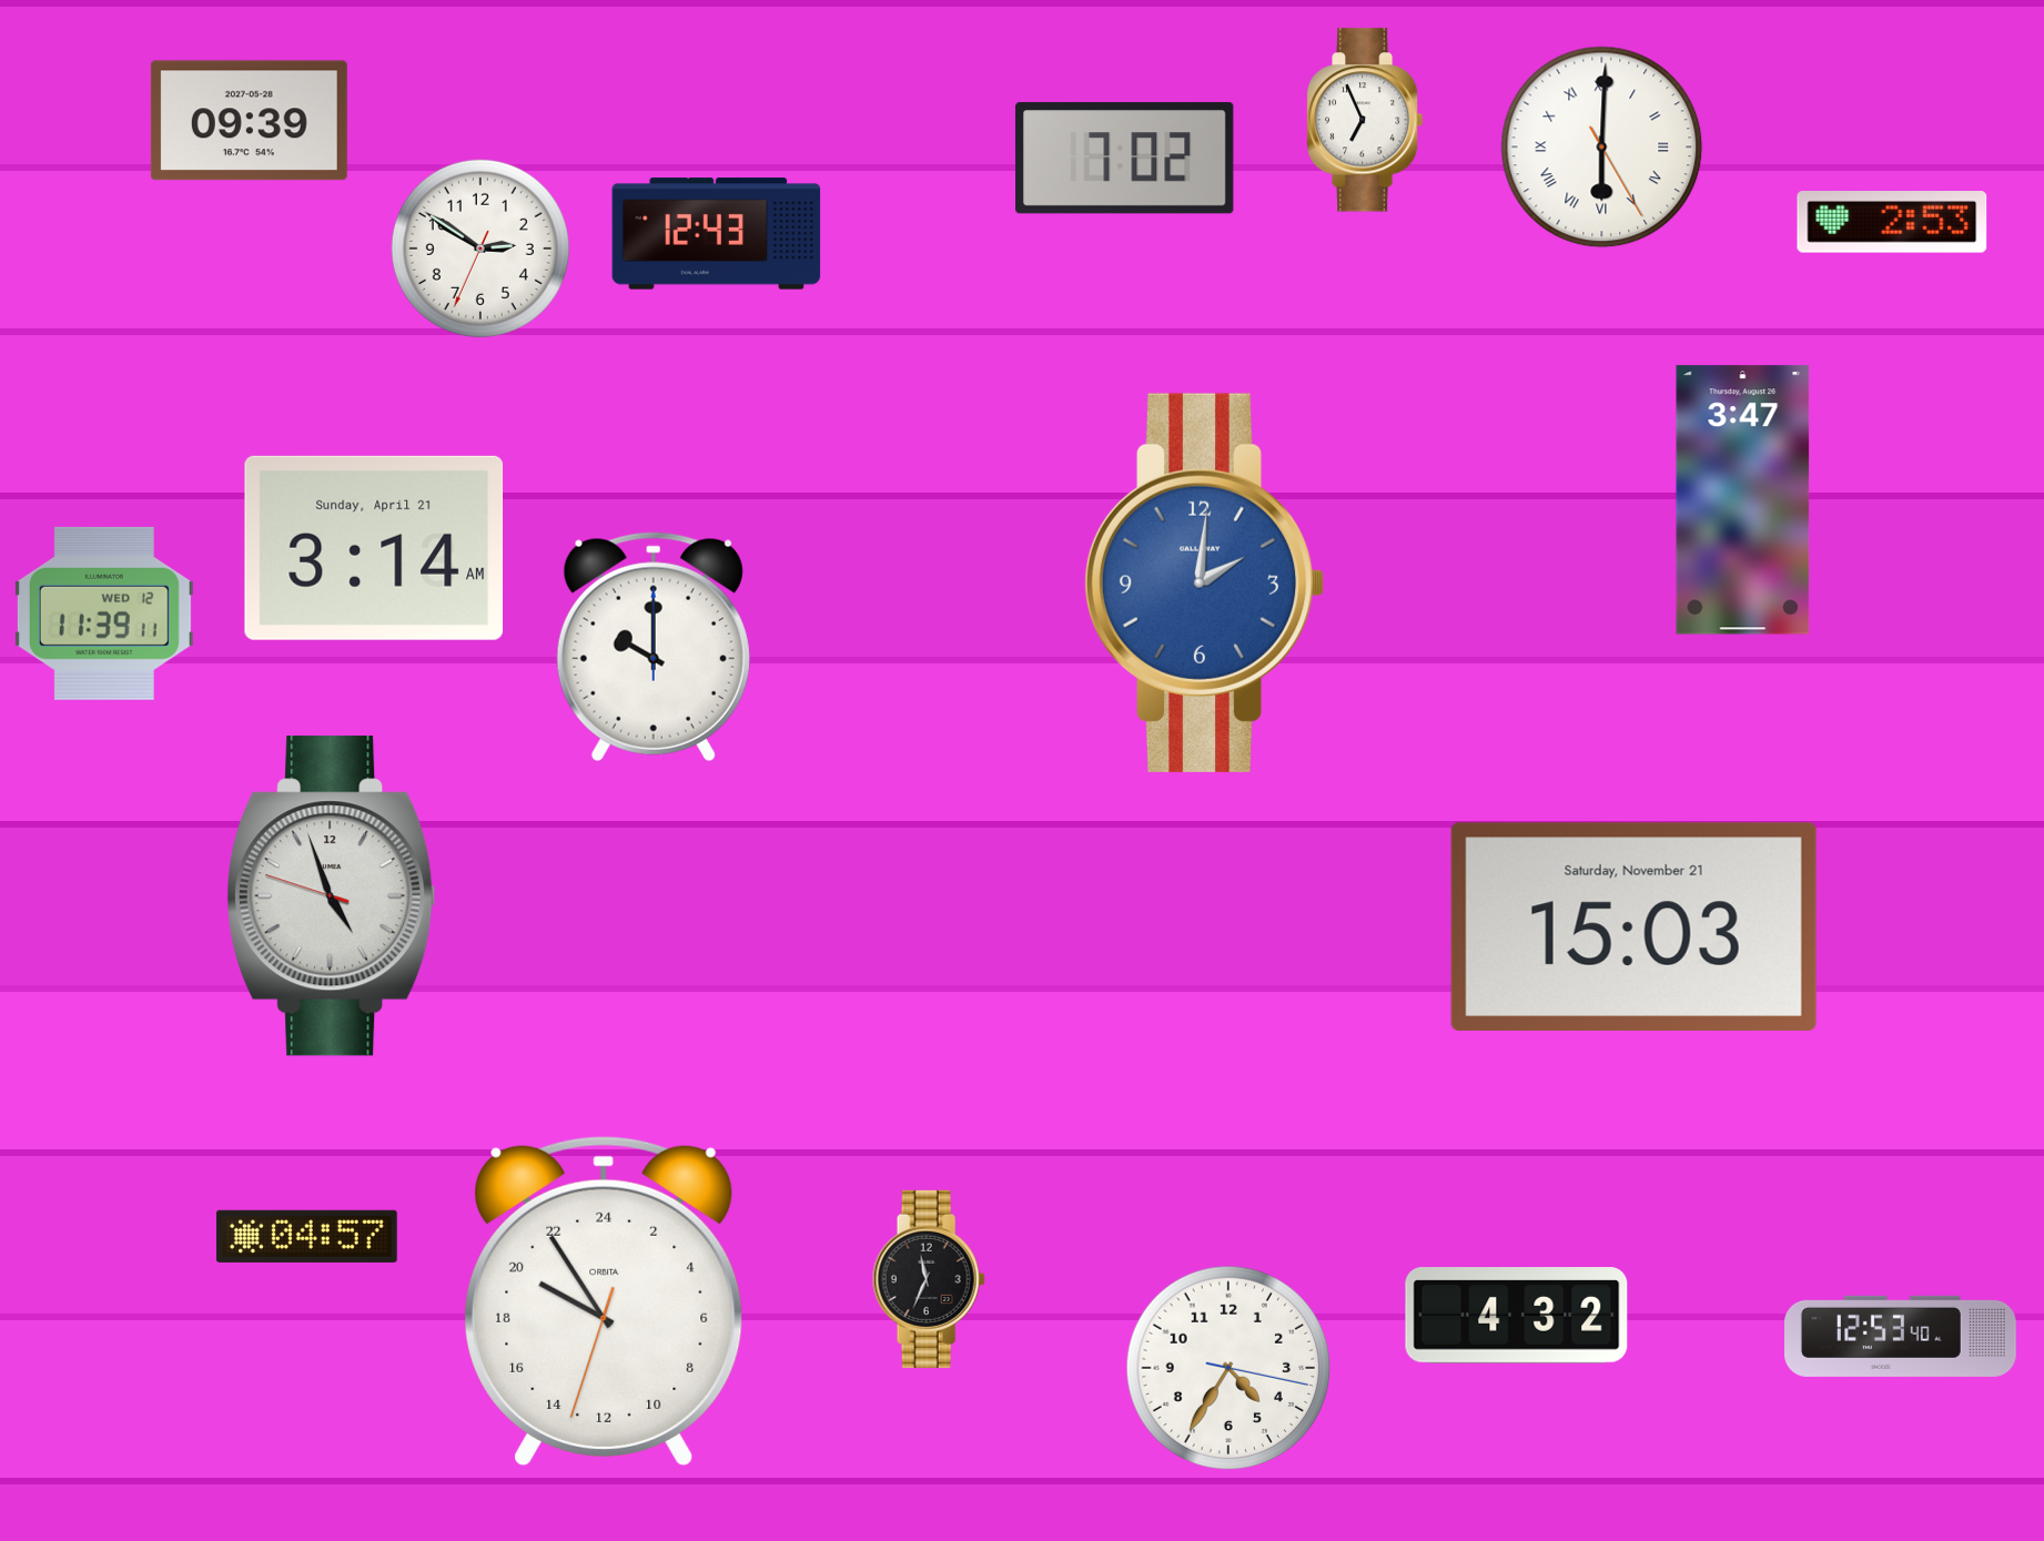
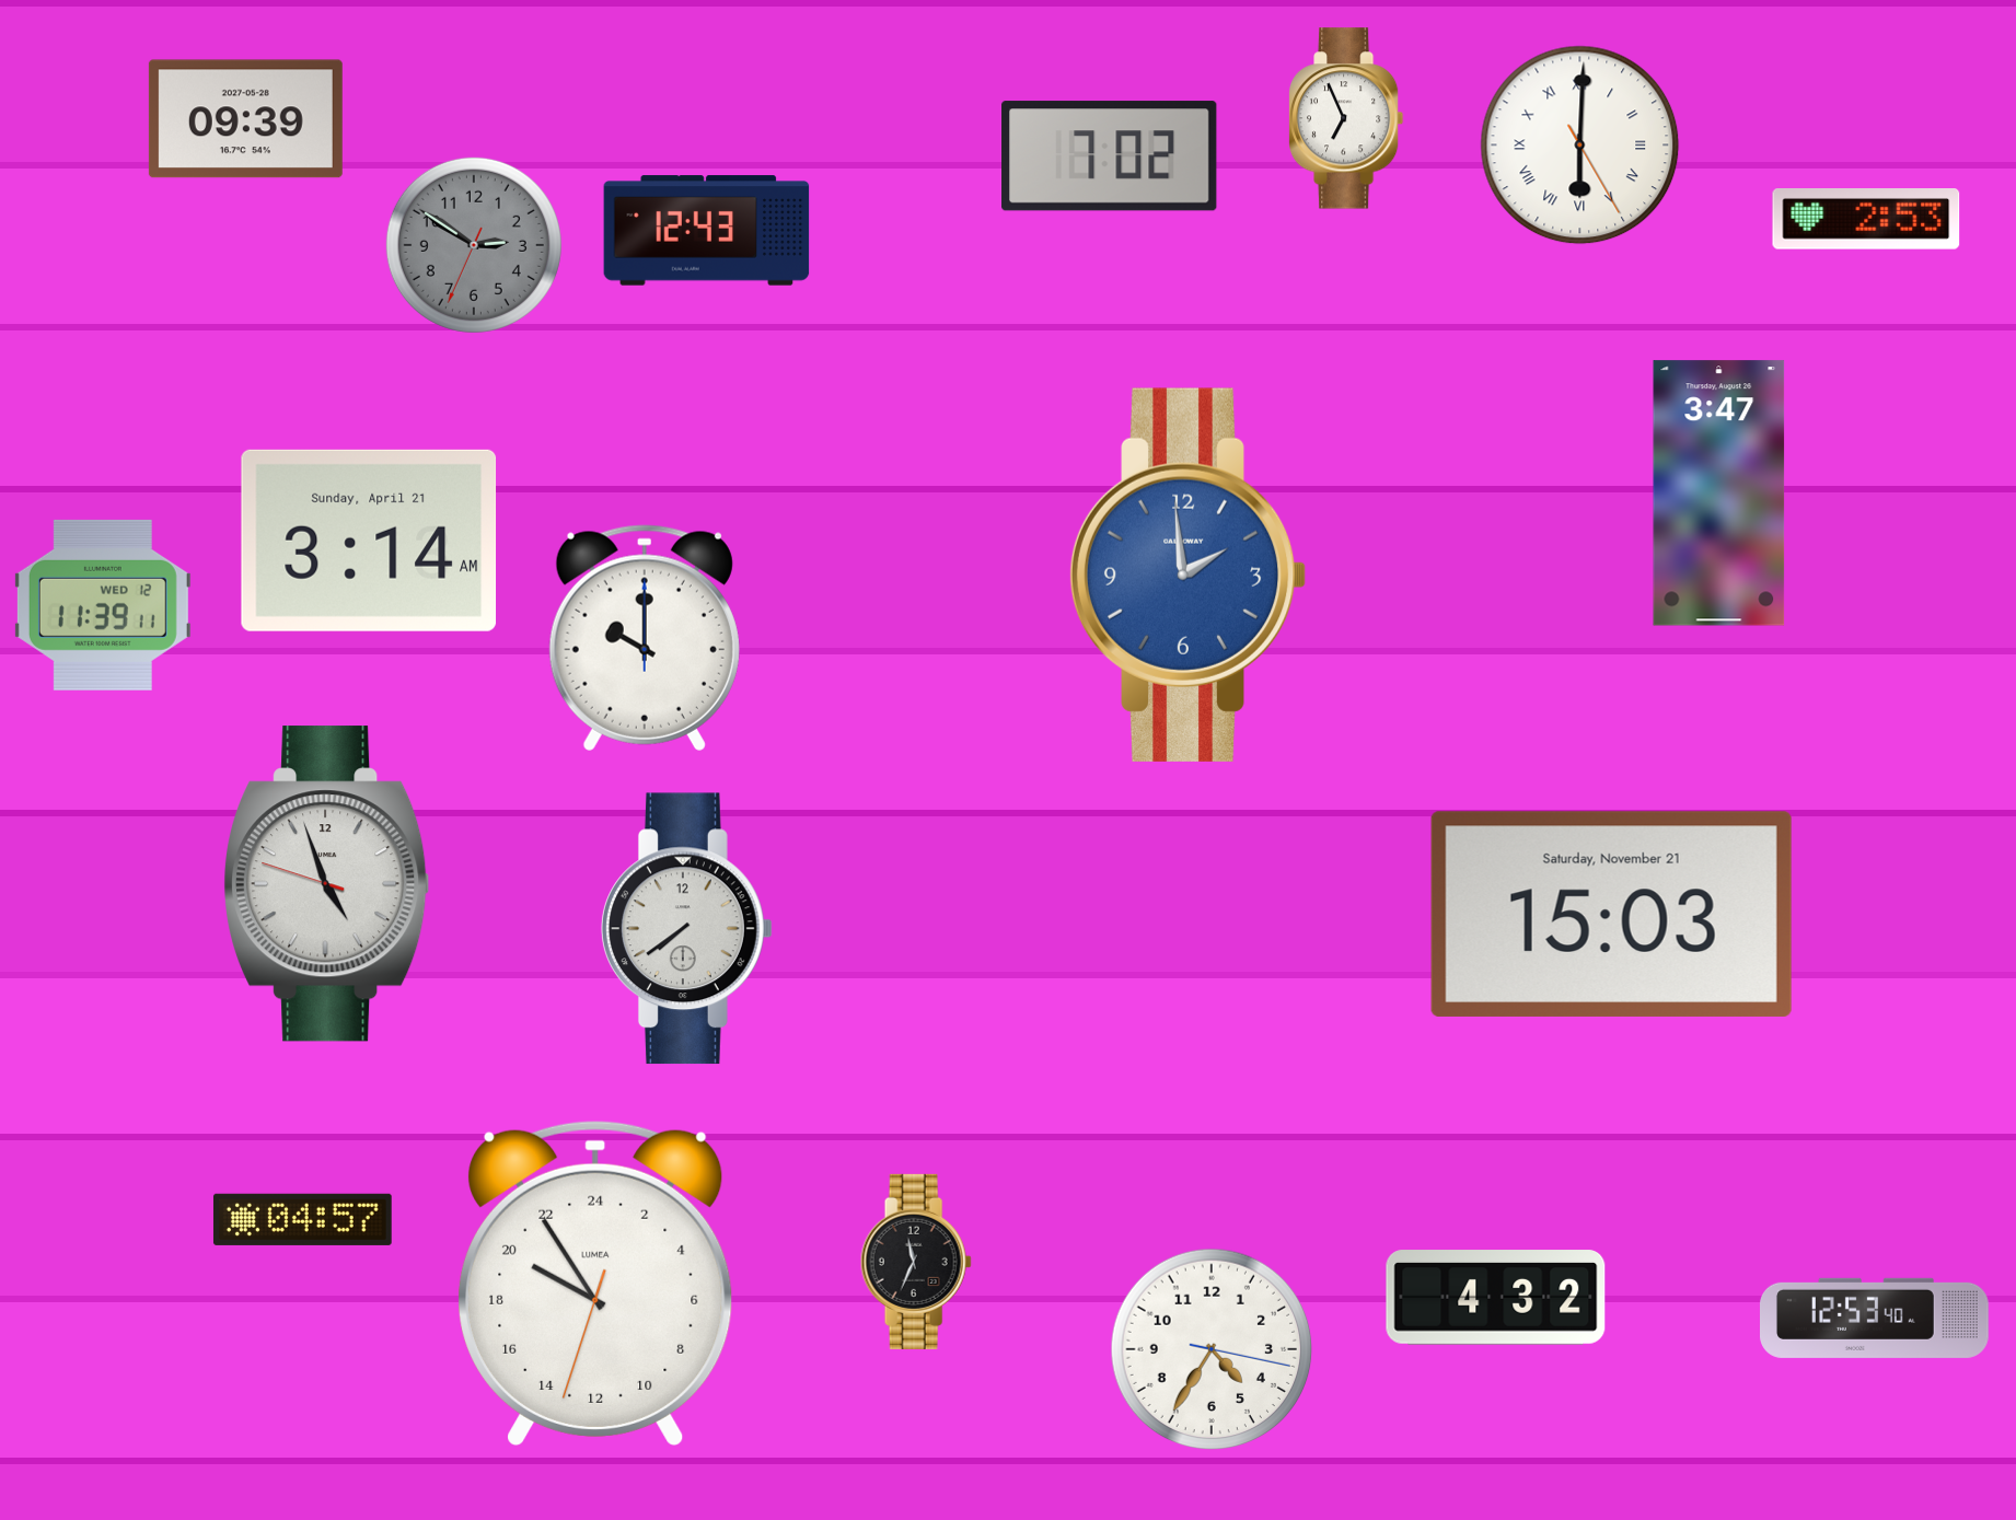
clock at (480, 249) dial: white -> grey
clock at (1204, 582): 2:01 -> 1:59
clock at (687, 929): none -> 7:39
clock at (604, 1300) brand: ORBITA -> LUMEA
